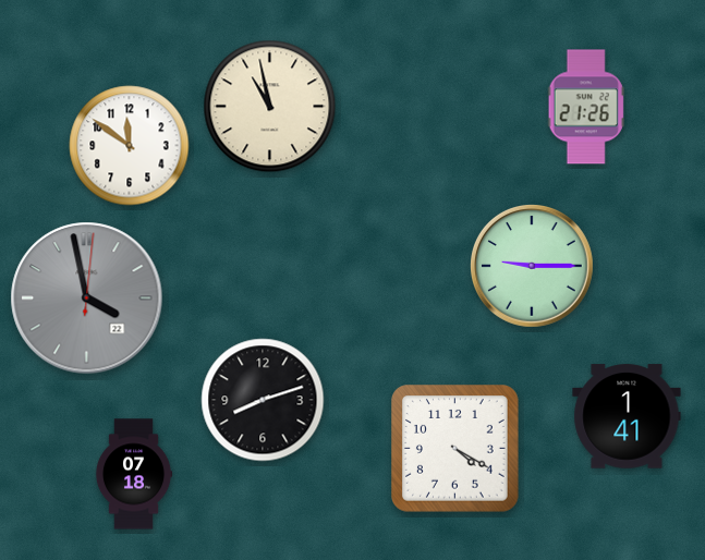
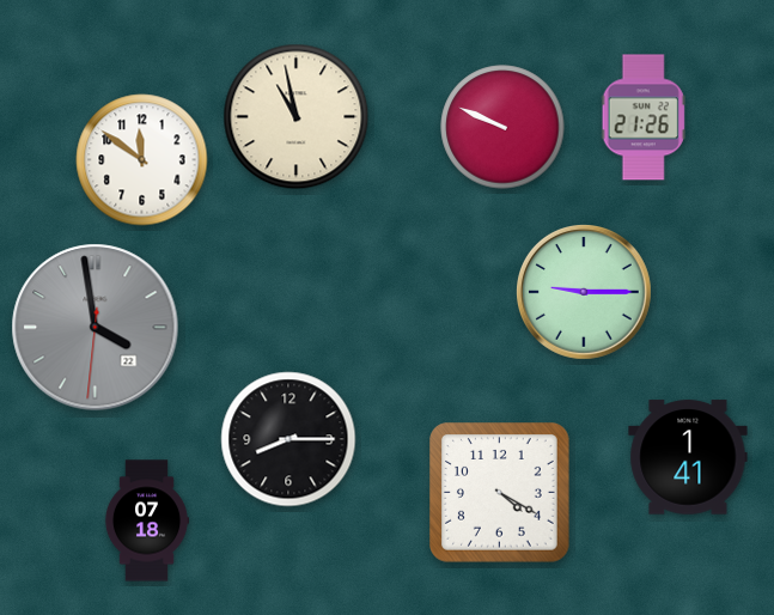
clock at (502, 127): none -> 9:49
clock at (87, 299): 3:58:01 -> 3:58:31
clock at (263, 400): 8:12 -> 8:15
